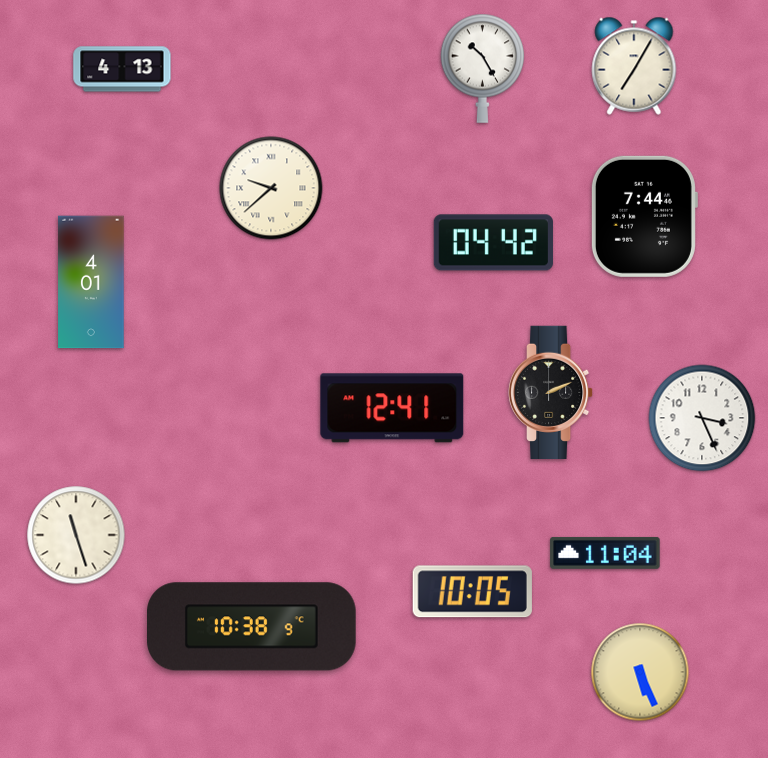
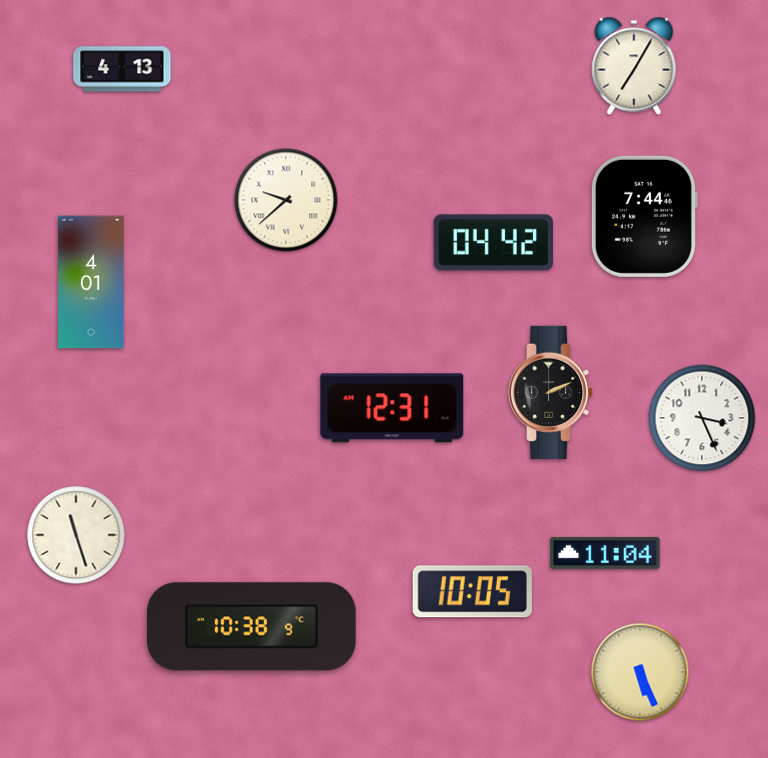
clock at (483, 68): 10:25 -> none
clock at (271, 188) position: (271, 188) -> (286, 200)
clock at (392, 408): 12:41 -> 12:31
